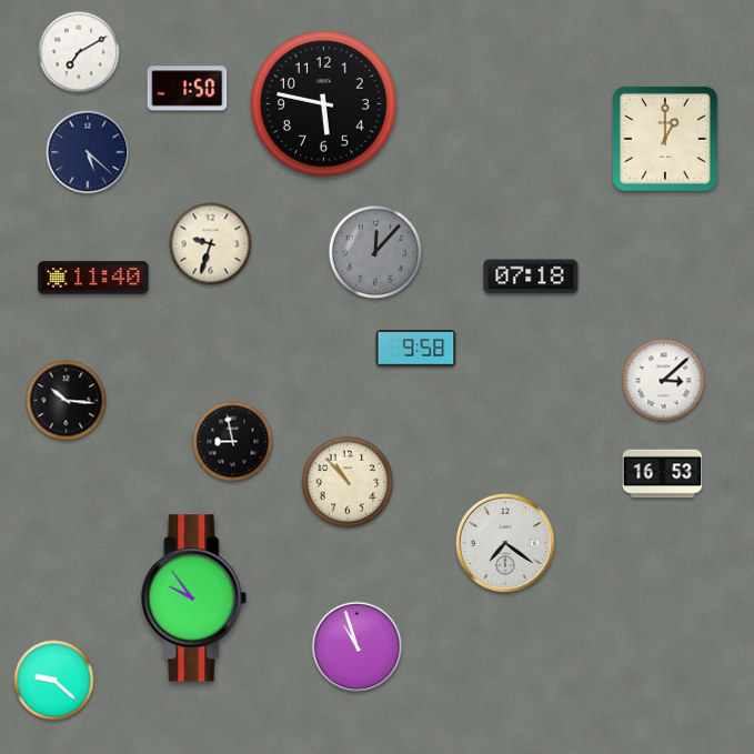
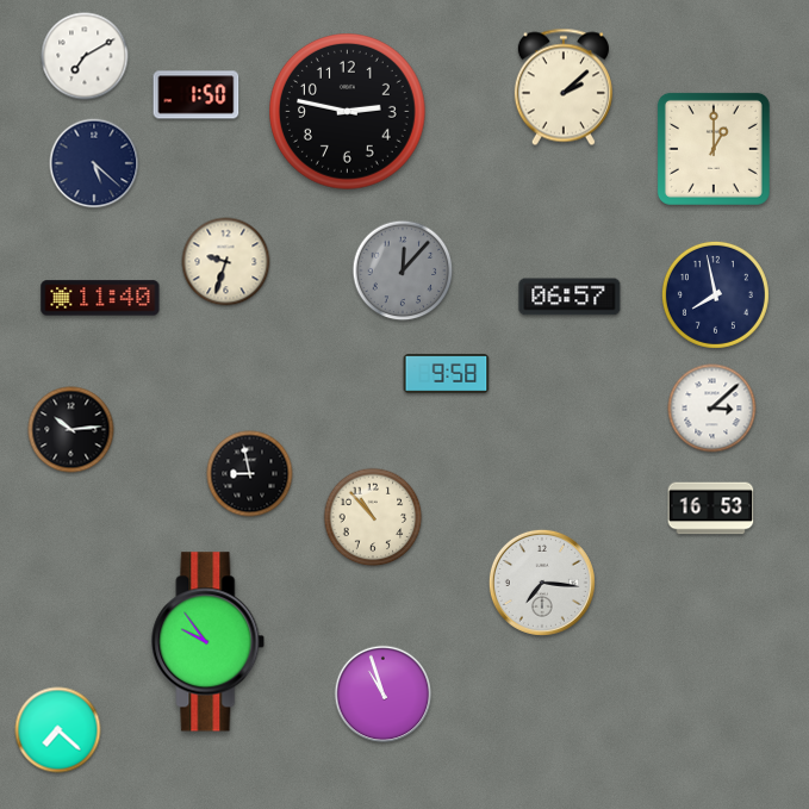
clock at (564, 87): none -> 2:08
clock at (188, 89) position: (188, 89) -> (197, 95)
clock at (324, 104): 5:47 -> 2:47
clock at (715, 294): none -> 7:58
clock at (531, 277): 07:18 -> 06:57
clock at (67, 401): 10:16 -> 10:14
clock at (505, 543): 7:21 -> 7:16
clock at (54, 681): 9:22 -> 7:22
